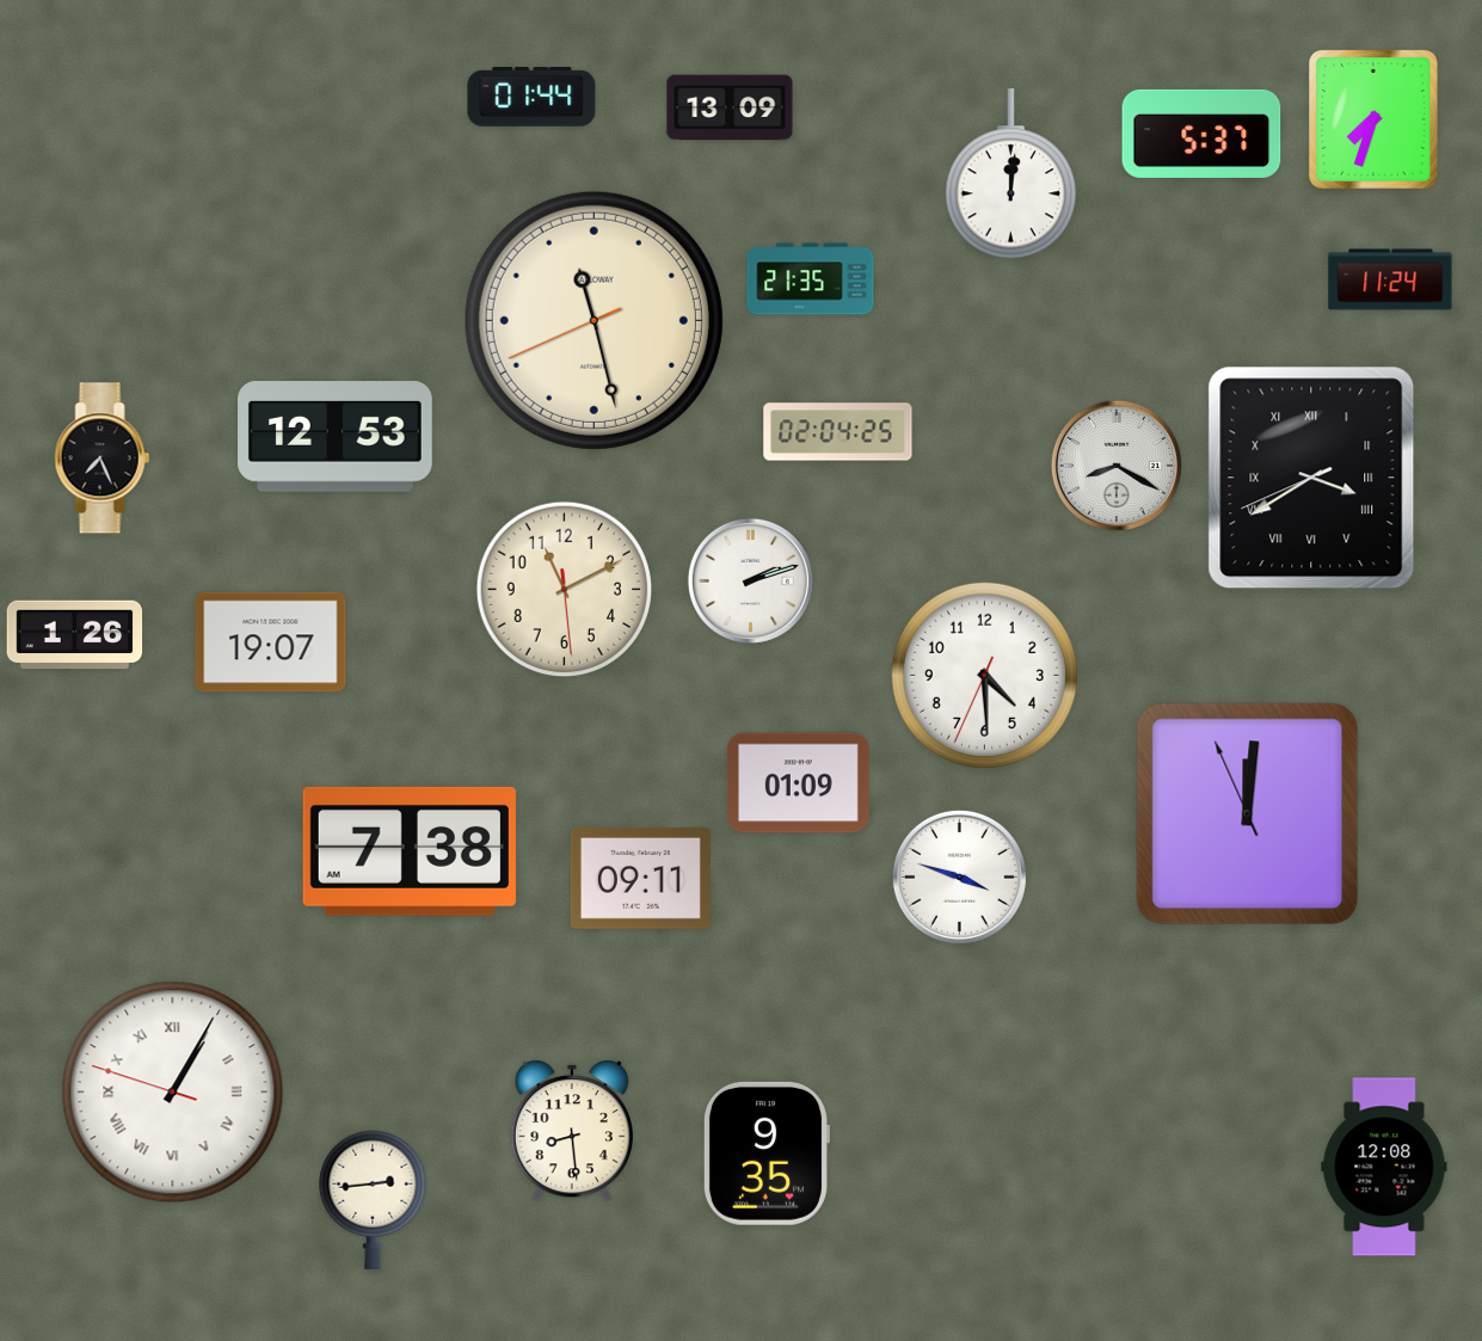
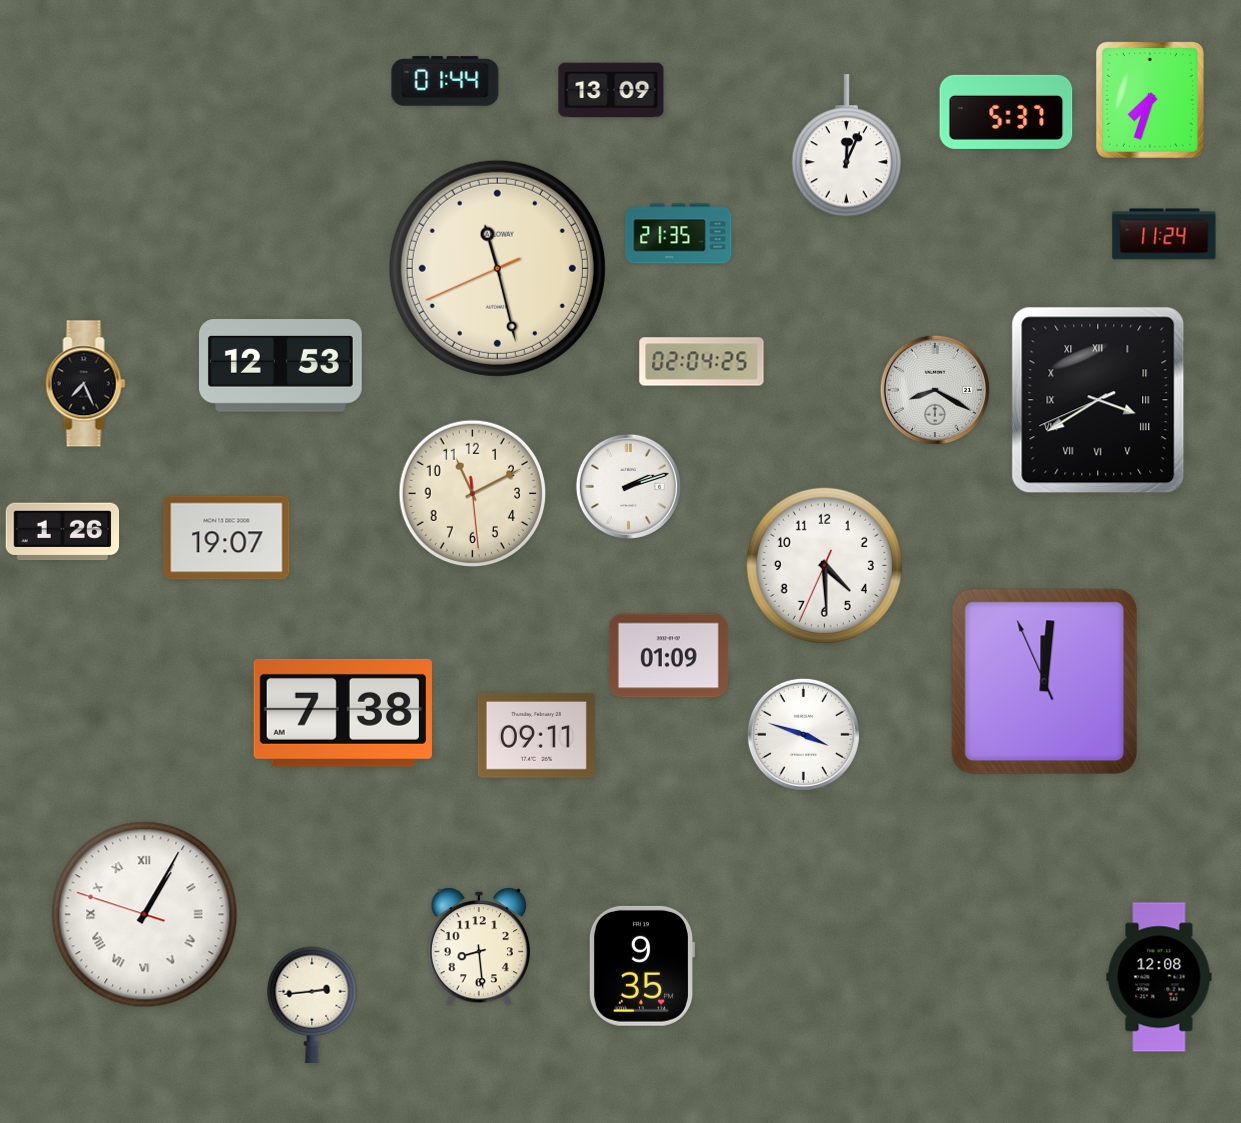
clock at (1011, 174): 12:01 -> 12:04
